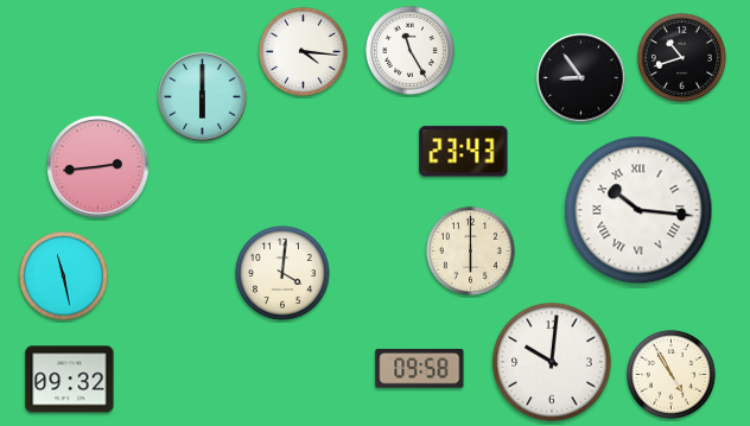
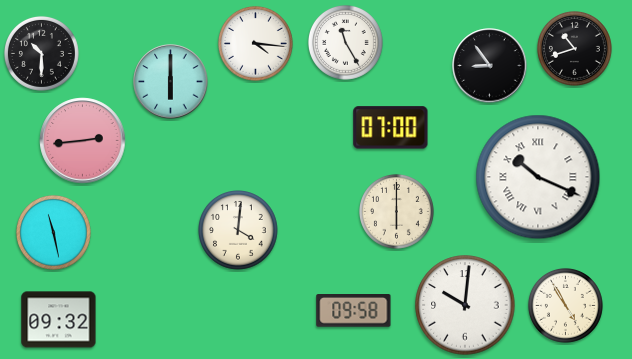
clock at (41, 53): none -> 10:30
clock at (464, 152): 23:43 -> 07:00
clock at (638, 210): 10:16 -> 10:19
clock at (670, 374) position: (670, 374) -> (565, 305)
